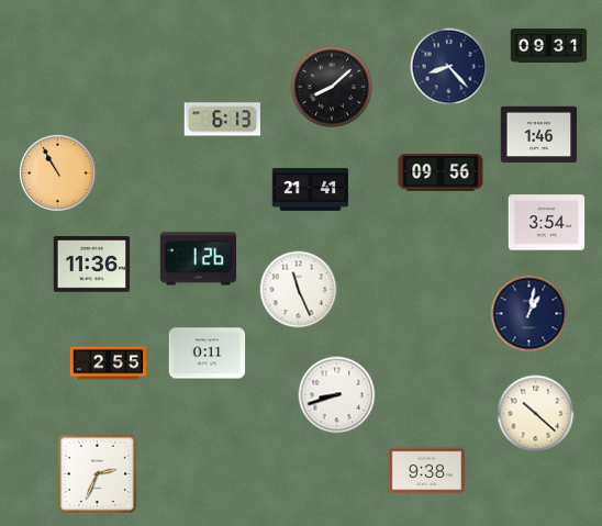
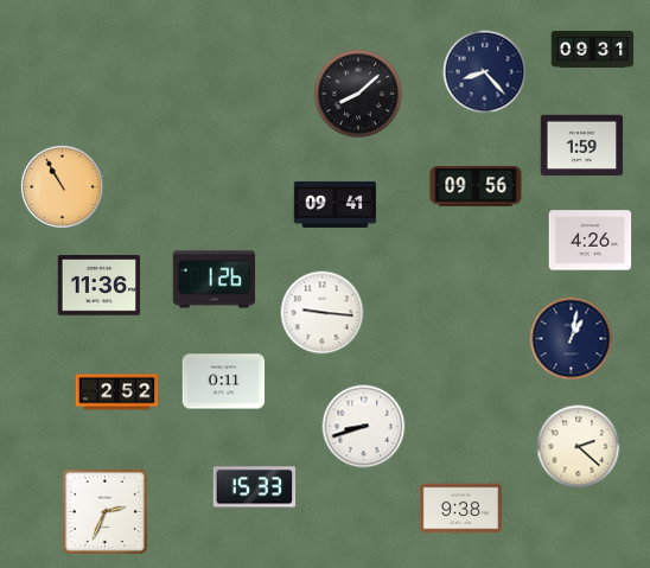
clock at (222, 120): 6:13 -> none
clock at (539, 135): 1:46 -> 1:59
clock at (311, 189): 21:41 -> 09:41
clock at (547, 223): 3:54 -> 4:26
clock at (299, 290): 11:26 -> 9:16
clock at (109, 363): 2:55 -> 2:52
clock at (536, 414): 10:22 -> 2:22
clock at (255, 487): none -> 15:33
